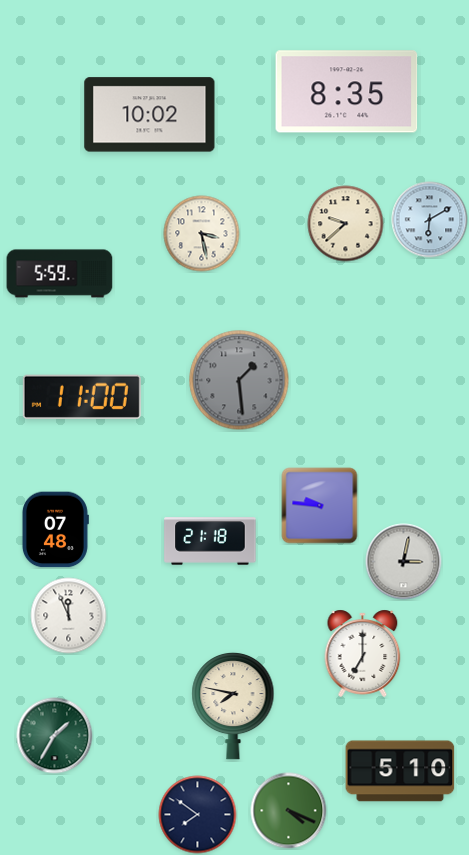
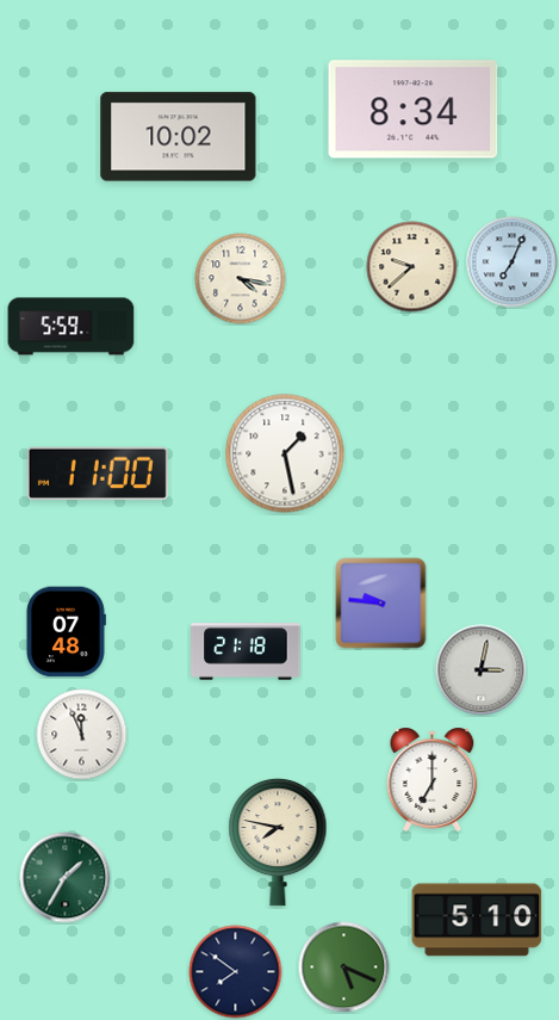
clock at (347, 92): 8:35 -> 8:34
clock at (430, 220): 6:10 -> 7:04
clock at (202, 234): 3:28 -> 4:17
clock at (239, 380): 1:29 -> 1:28
clock at (239, 380) dial: grey -> white
clock at (210, 541) position: (210, 541) -> (246, 651)
clock at (289, 811): 4:19 -> 5:19
